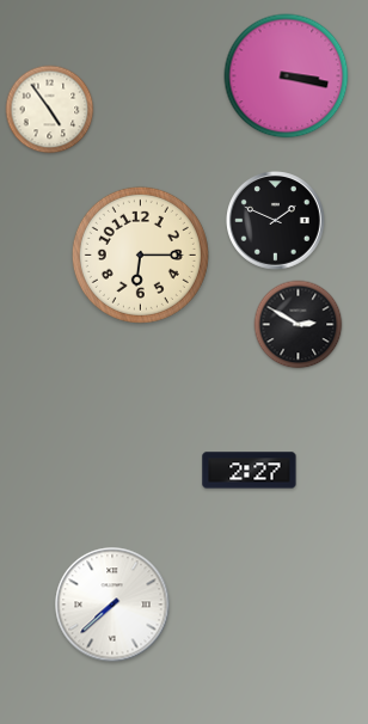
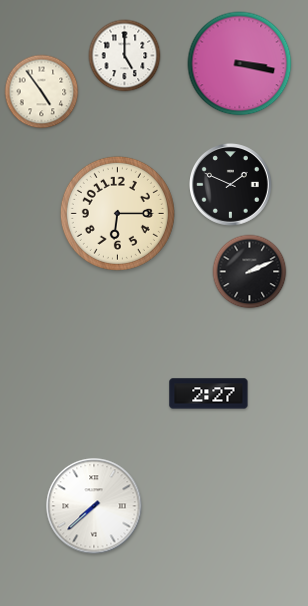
clock at (125, 56): none -> 5:00
clock at (299, 325): 2:50 -> 2:11
